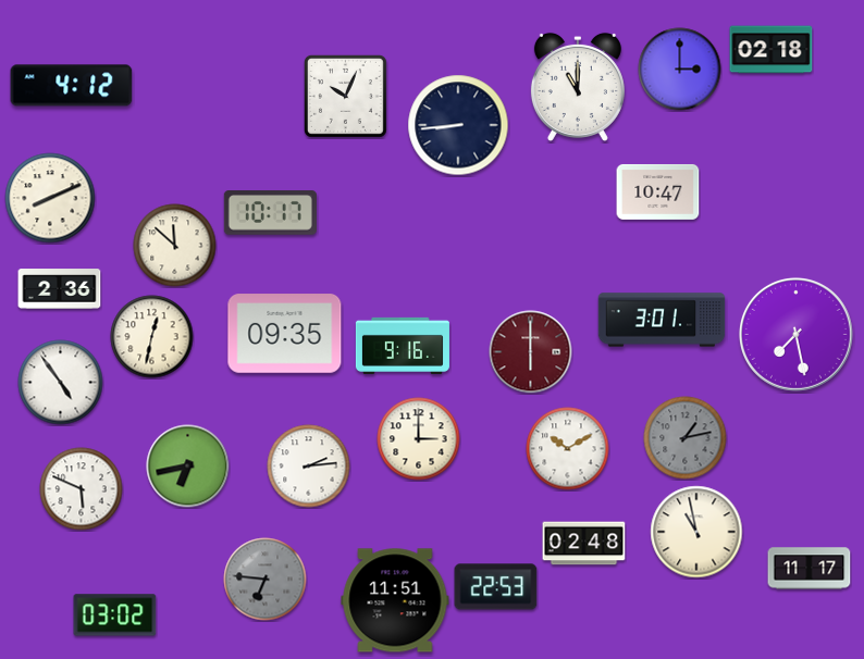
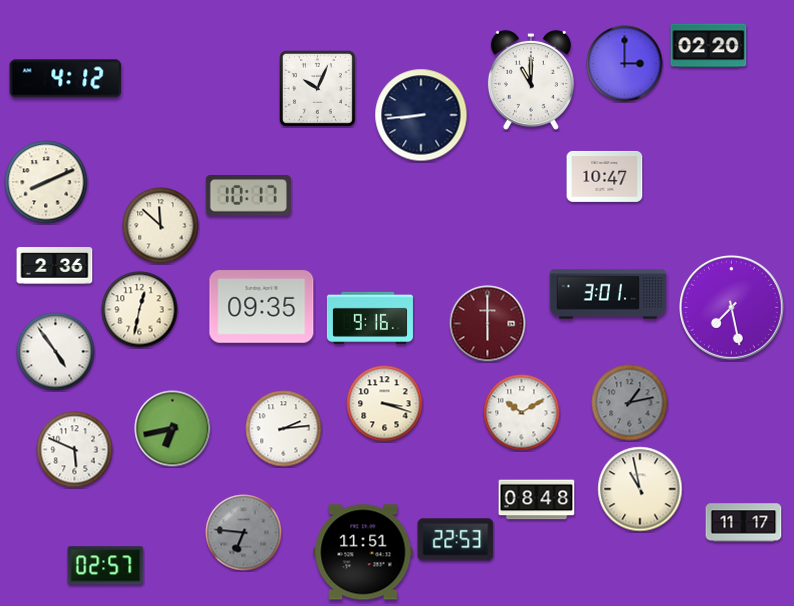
clock at (772, 50): 02:18 -> 02:20
clock at (419, 439): 3:00 -> 3:18
clock at (584, 544): 02:48 -> 08:48
clock at (115, 616): 03:02 -> 02:57
